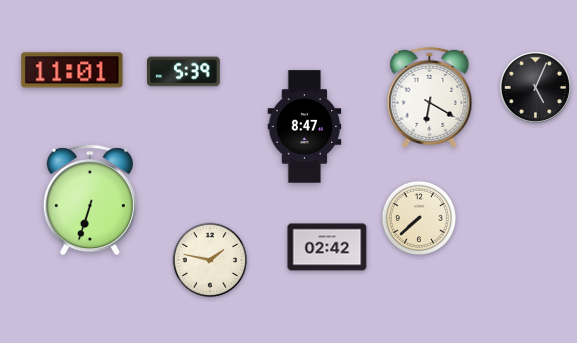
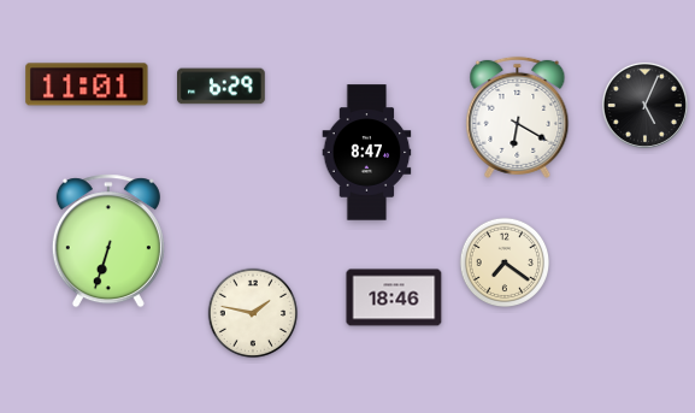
clock at (184, 72): 5:39 -> 6:29
clock at (419, 218): 7:38 -> 7:21
clock at (327, 247): 02:42 -> 18:46
